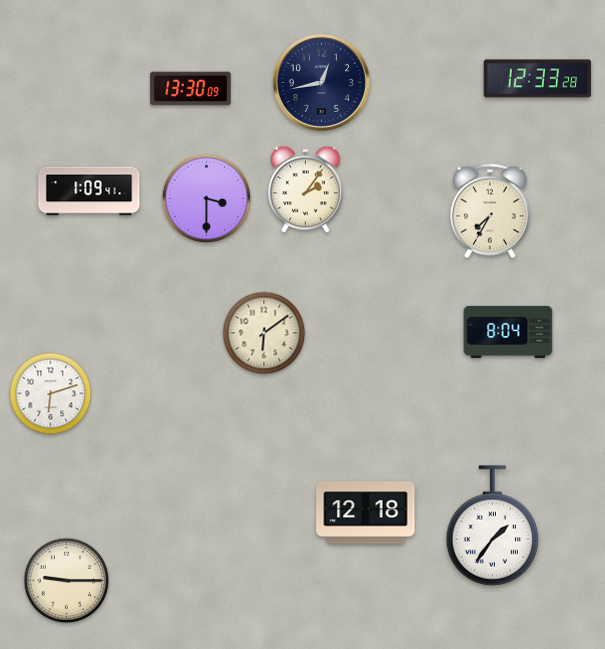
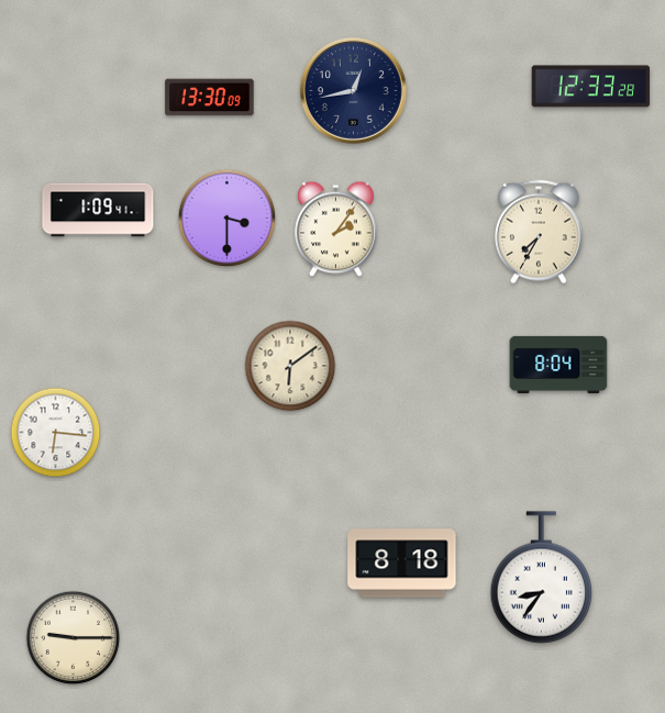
clock at (306, 190) position: (306, 190) -> (336, 230)
clock at (51, 394): 6:12 -> 6:16
clock at (366, 513): 12:18 -> 8:18
clock at (493, 526): 1:36 -> 8:36
